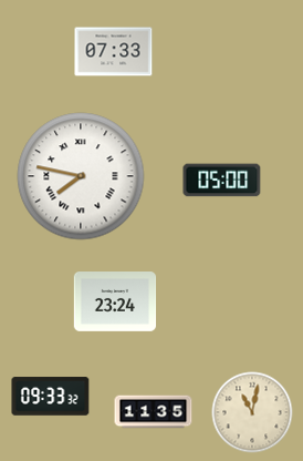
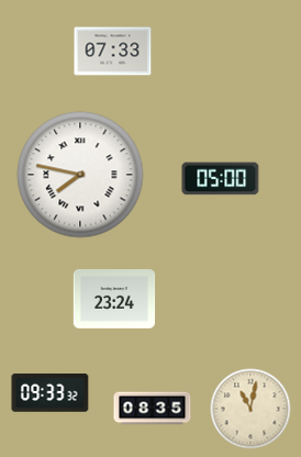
clock at (154, 412): 11:35 -> 08:35
